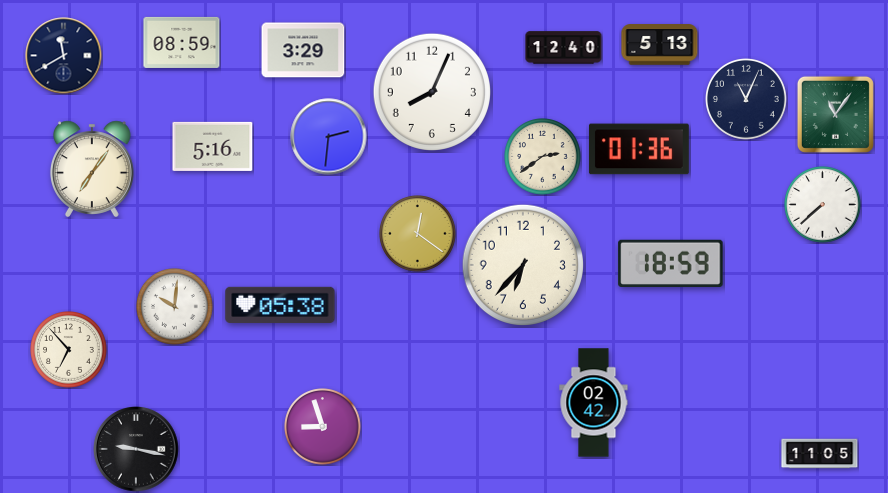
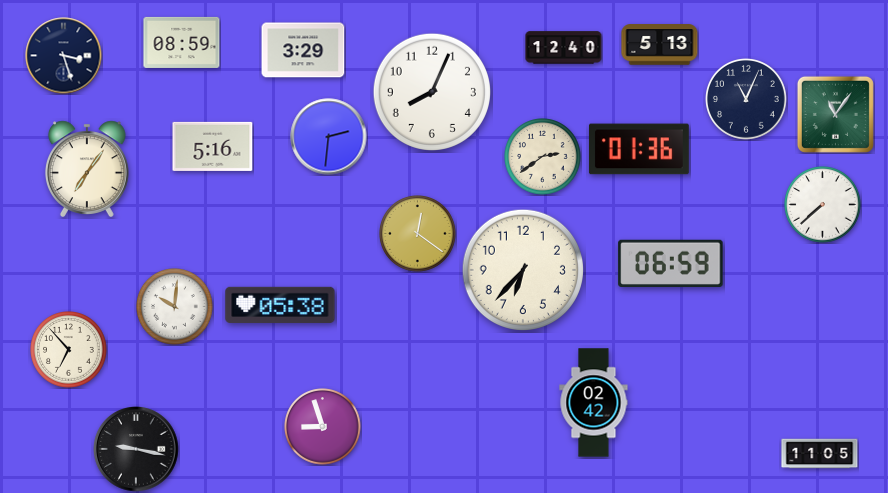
clock at (64, 56): 11:40 -> 3:27
clock at (92, 169) position: (92, 169) -> (87, 169)
clock at (671, 263): 18:59 -> 06:59
clock at (522, 264) position: (522, 264) -> (522, 269)
